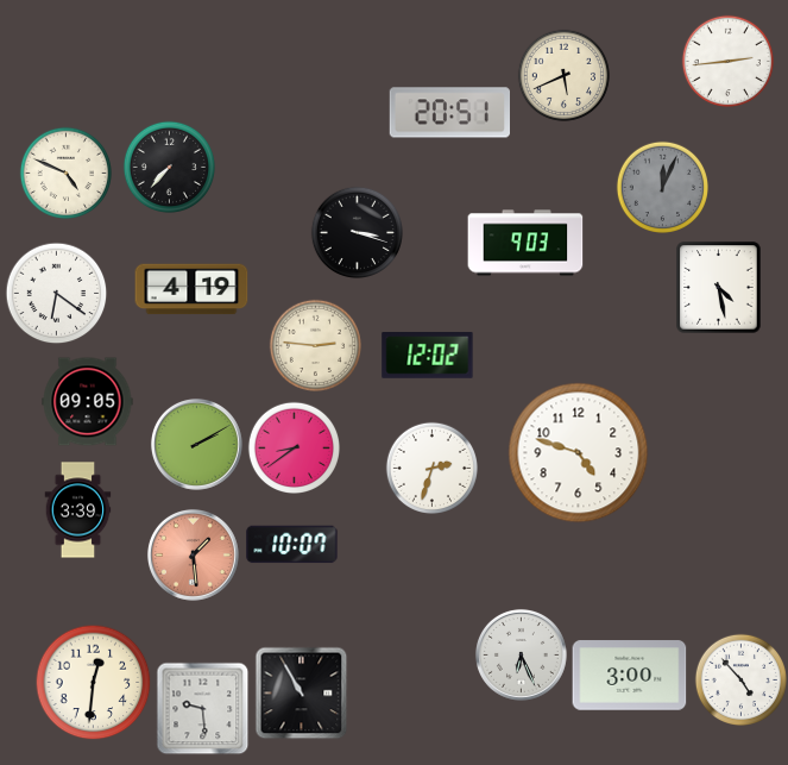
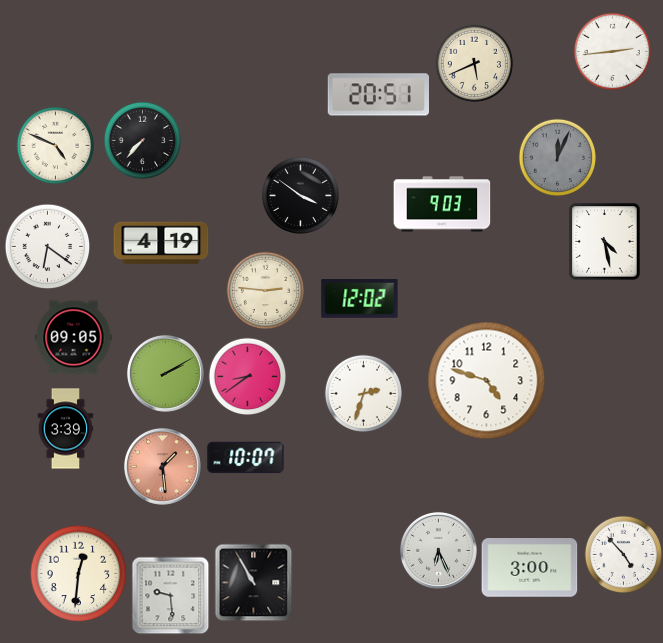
clock at (357, 232): 3:18 -> 3:51
clock at (740, 679) position: (740, 679) -> (623, 554)
